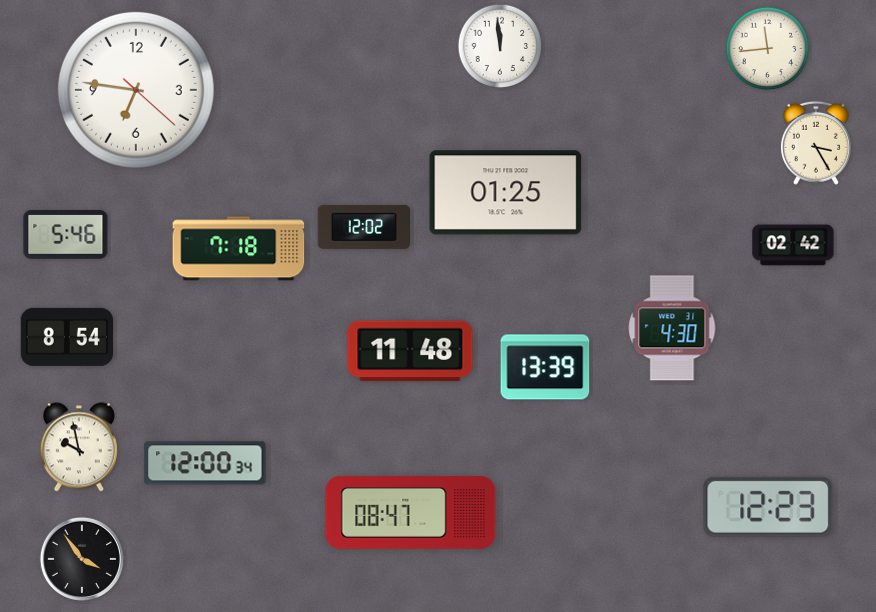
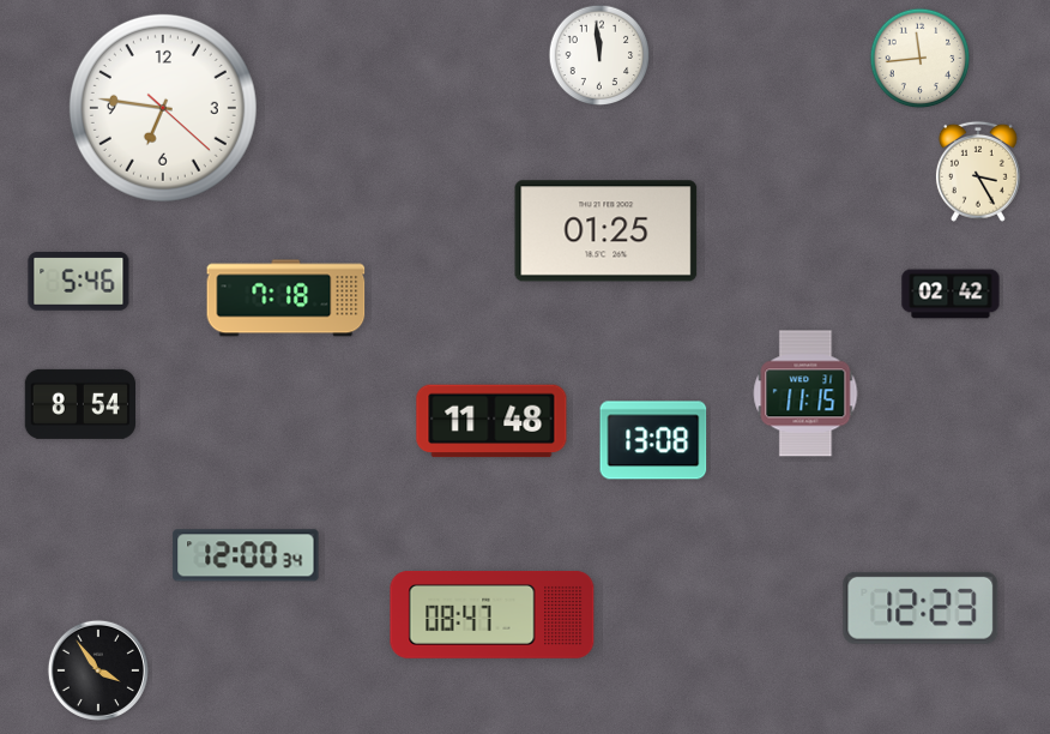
clock at (363, 227): 12:02 -> none
clock at (672, 328): 4:30 -> 11:15
clock at (545, 367): 13:39 -> 13:08
clock at (79, 447): 9:58 -> none
